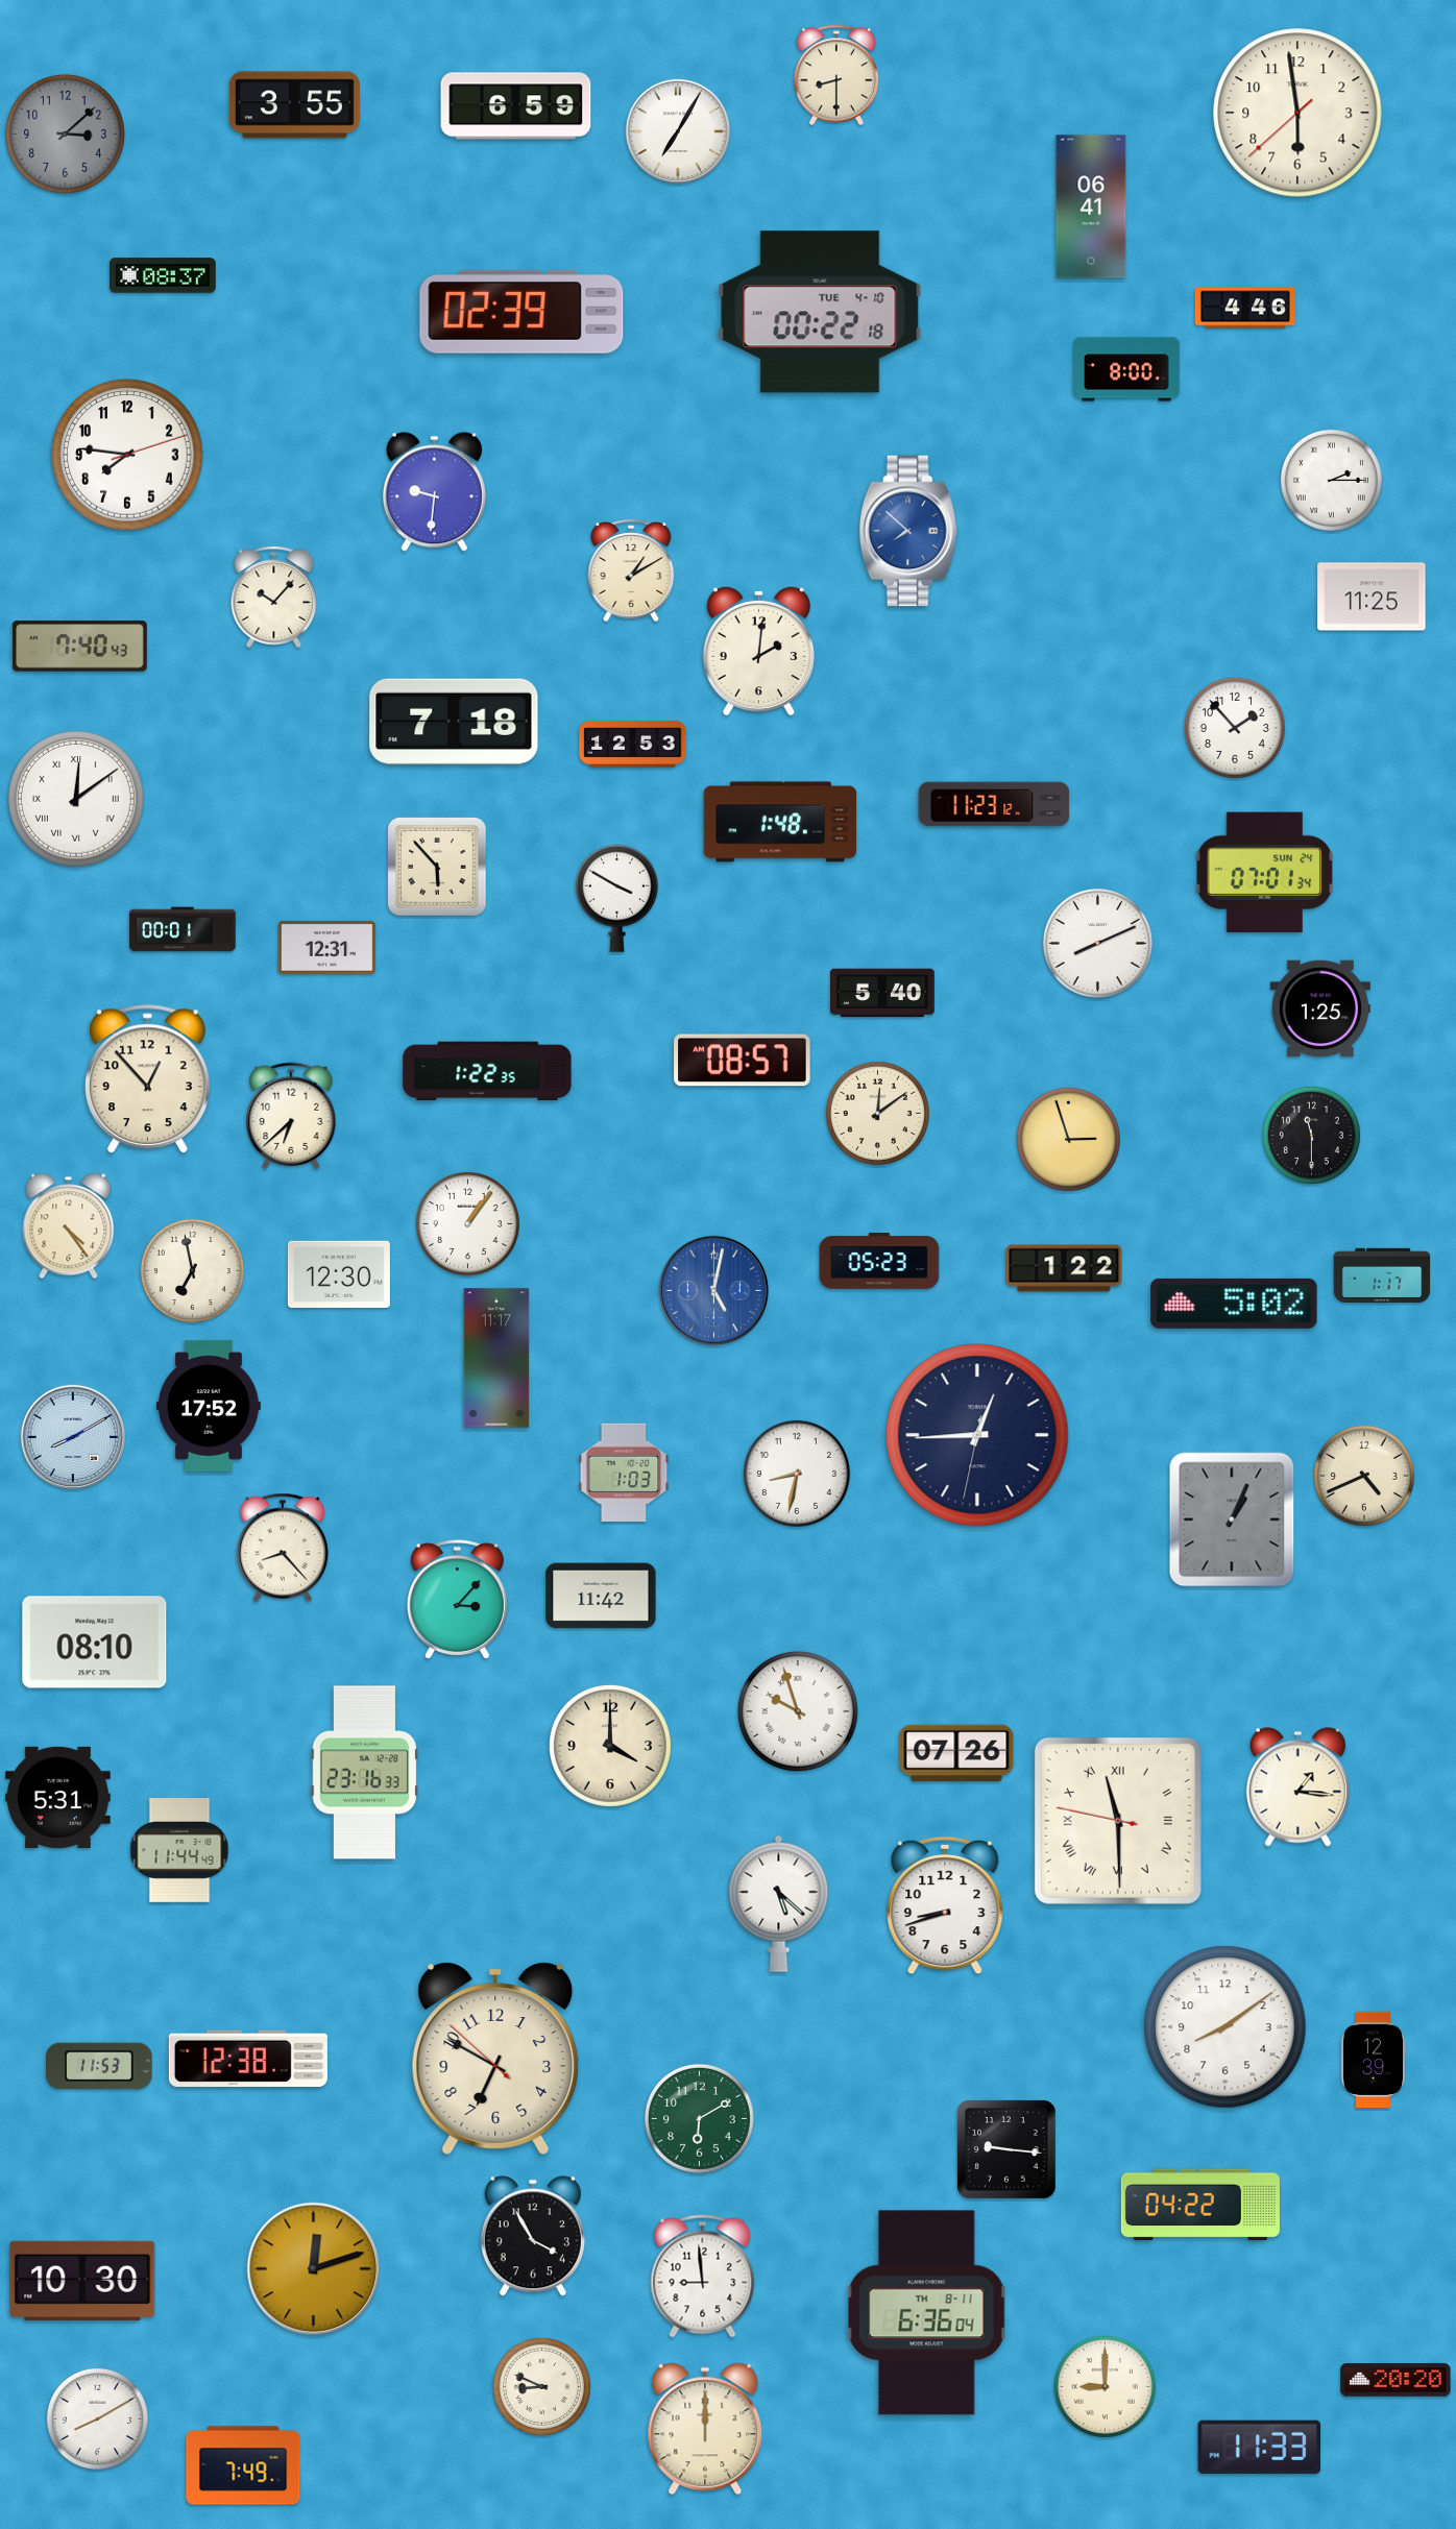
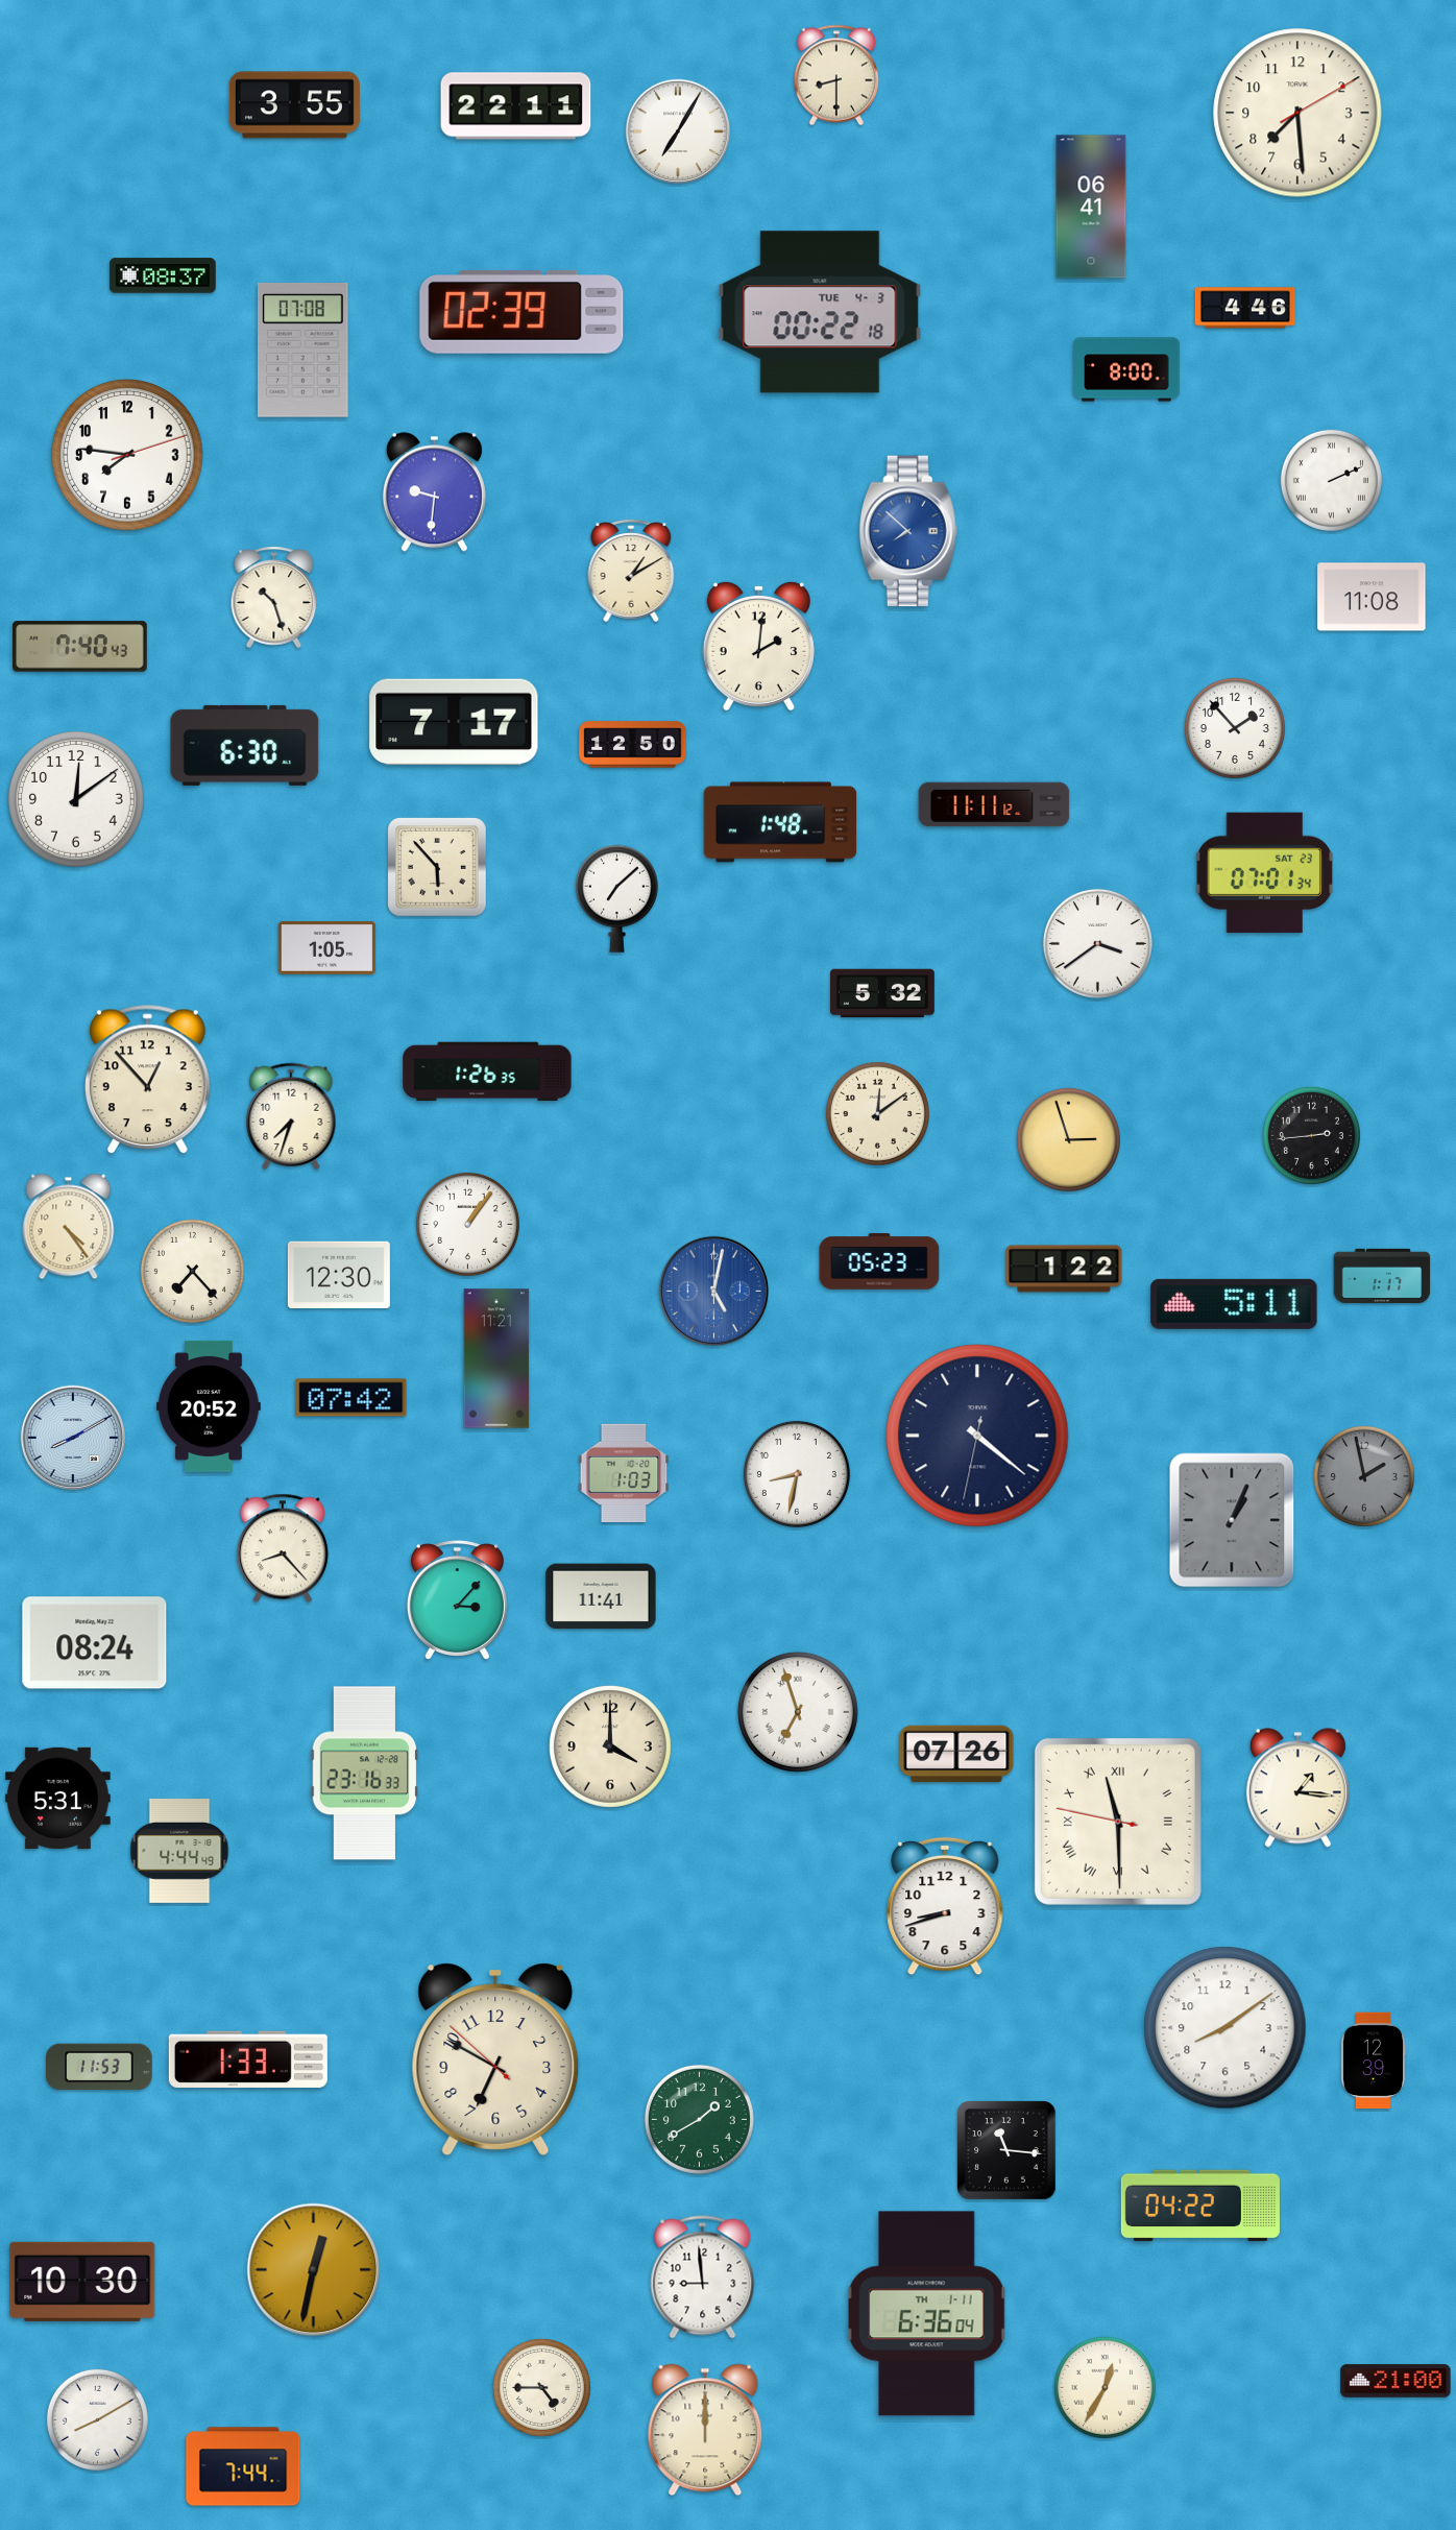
clock at (516, 106): 6:59 -> 22:11
clock at (1297, 113): 5:58 -> 7:29
clock at (65, 133): 3:08 -> none
clock at (820, 312) date: TUE 4-10 -> TUE 4-3
clock at (304, 350): none -> 07:08
clock at (1331, 480): 2:15 -> 2:11
clock at (1372, 597): 11:25 -> 11:08
clock at (274, 598): 10:07 -> 10:27
clock at (758, 651) position: (758, 651) -> (758, 646)
clock at (454, 722): 7:18 -> 7:17
clock at (245, 745): none -> 6:30
clock at (633, 745): 12:53 -> 12:50
clock at (77, 800) numerals: Roman -> Arabic
clock at (994, 804): 11:23 -> 11:11
clock at (1264, 872) date: SUN 24 -> SAT 23
clock at (616, 898): 3:50 -> 7:08
clock at (183, 929): 00:01 -> none
clock at (1097, 943): 8:11 -> 3:39
clock at (327, 947): 12:31 -> 1:05
clock at (883, 993): 5:40 -> 5:32
clock at (1320, 1008): 1:25 -> none
clock at (743, 1061): 08:57 -> none
clock at (487, 1071): 1:22 -> 1:26
clock at (291, 1116): 6:38 -> 7:33
clock at (1311, 1135): 11:30 -> 2:44
clock at (192, 1270): 6:58 -> 7:23
clock at (1234, 1304): 5:02 -> 5:11
clock at (496, 1358): 11:17 -> 11:21
clock at (351, 1398): none -> 07:42
clock at (209, 1406): 17:52 -> 20:52
clock at (977, 1435): 12:44 -> 4:21
clock at (1364, 1476): 4:41 -> 1:58
clock at (1364, 1476) dial: cream -> grey
clock at (601, 1596): 11:42 -> 11:41
clock at (95, 1643): 08:10 -> 08:24
clock at (798, 1711): 9:57 -> 6:57
clock at (179, 1851): 11:44 -> 4:44
clock at (779, 1903): 5:22 -> none
clock at (248, 2058): 12:38 -> 1:33
clock at (699, 2118): 6:10 -> 1:40
clock at (1008, 2150): 9:16 -> 11:16
clock at (533, 2236): 3:55 -> none
clock at (314, 2269): 12:12 -> 12:32
clock at (926, 2313) date: TH 8-11 -> TH 1-11
clock at (1396, 2380): 20:20 -> 21:00
clock at (541, 2386): 8:49 -> 4:45
clock at (1105, 2386): 9:00 -> 12:35
clock at (1260, 2447): 11:33 -> none
clock at (243, 2465): 7:49 -> 7:44
